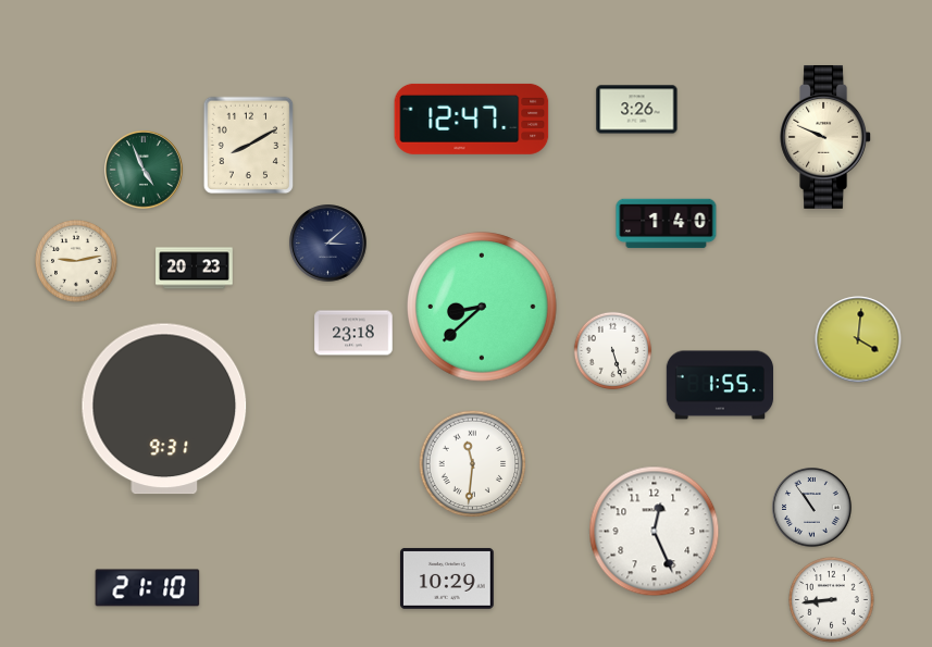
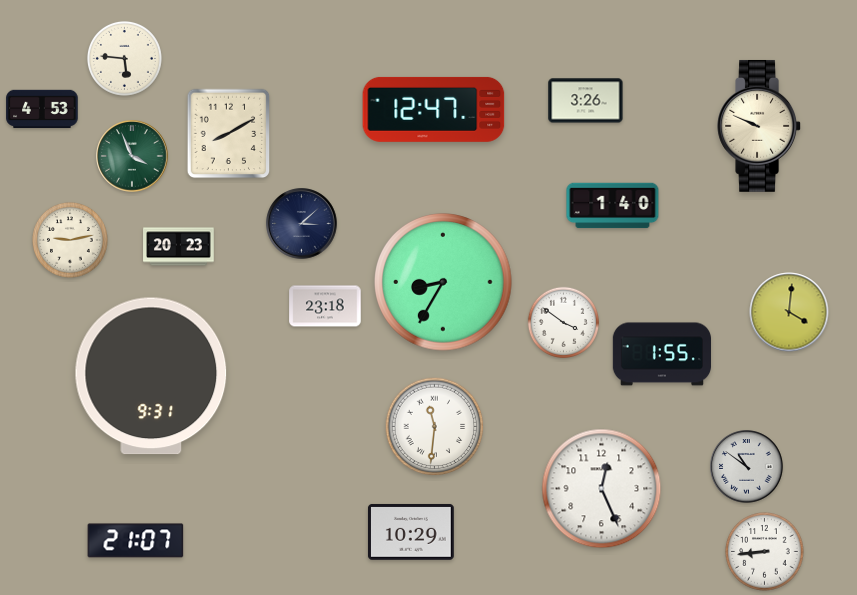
clock at (124, 58): none -> 5:46
clock at (42, 109): none -> 4:53
clock at (144, 170): 4:56 -> 3:56
clock at (482, 307): 8:38 -> 8:35
clock at (612, 350): 5:27 -> 3:51
clock at (812, 508): 10:54 -> 10:51
clock at (148, 588): 21:10 -> 21:07
